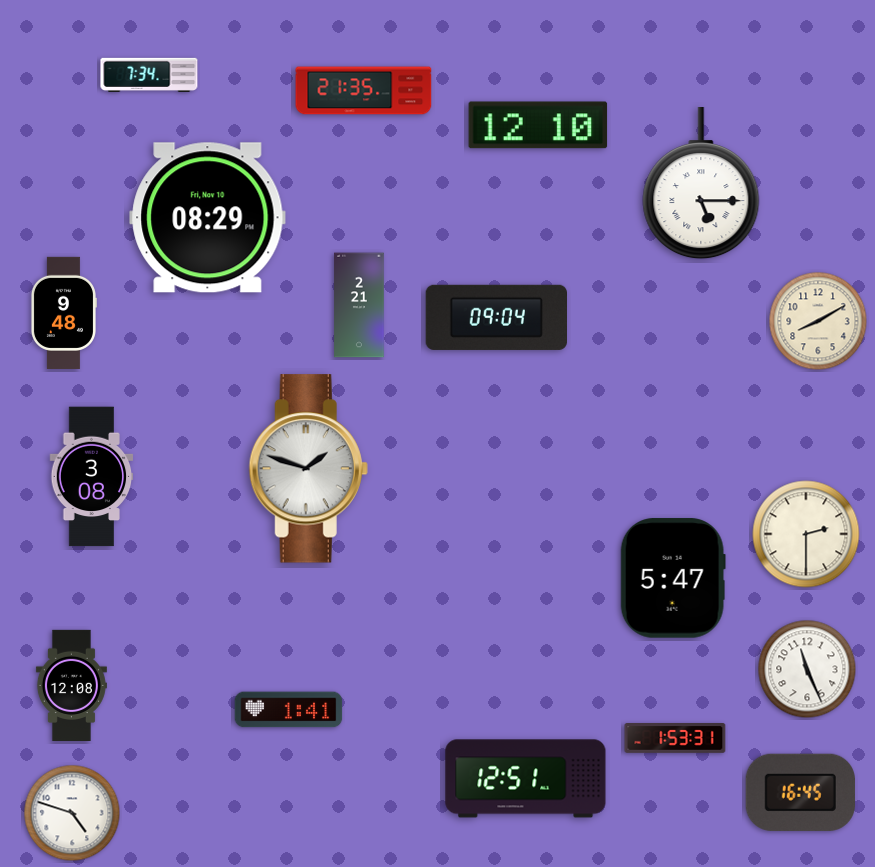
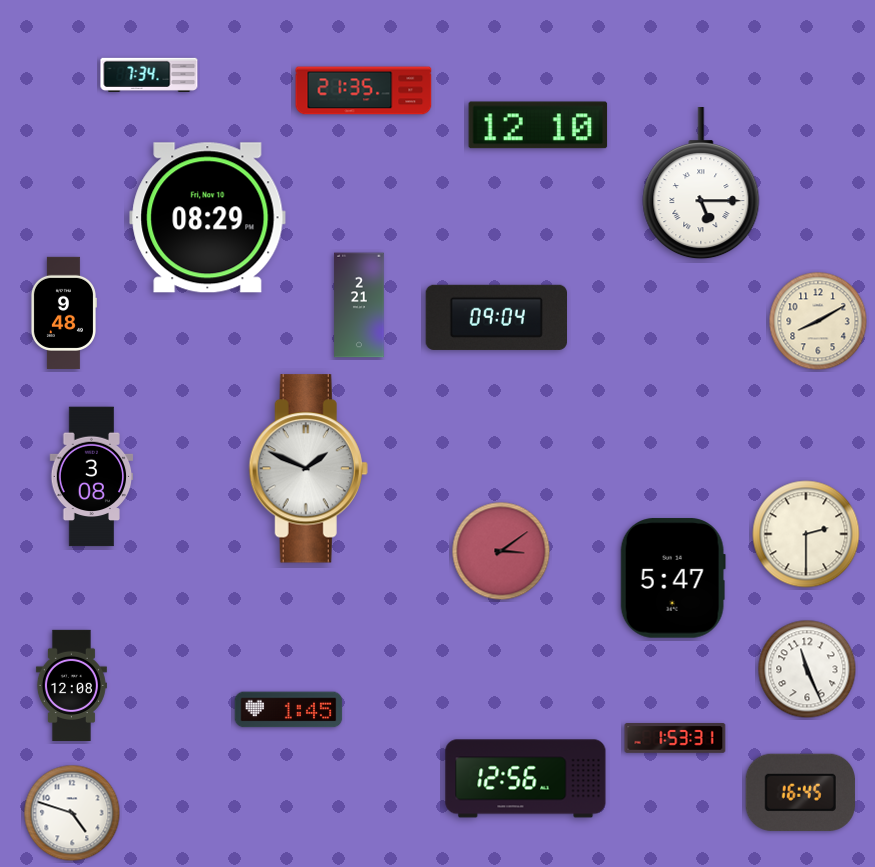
clock at (308, 469): 1:48 -> 1:49
clock at (501, 551): none -> 3:09
clock at (289, 710): 1:41 -> 1:45
clock at (526, 779): 12:51 -> 12:56
